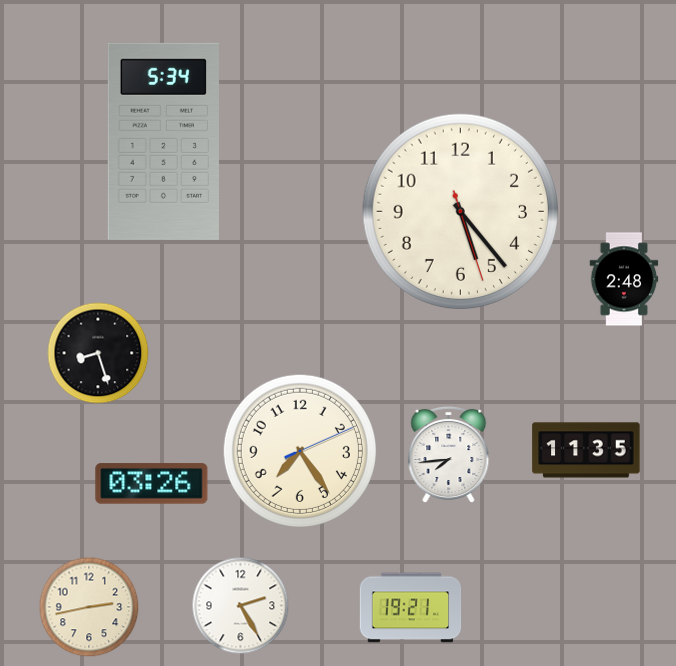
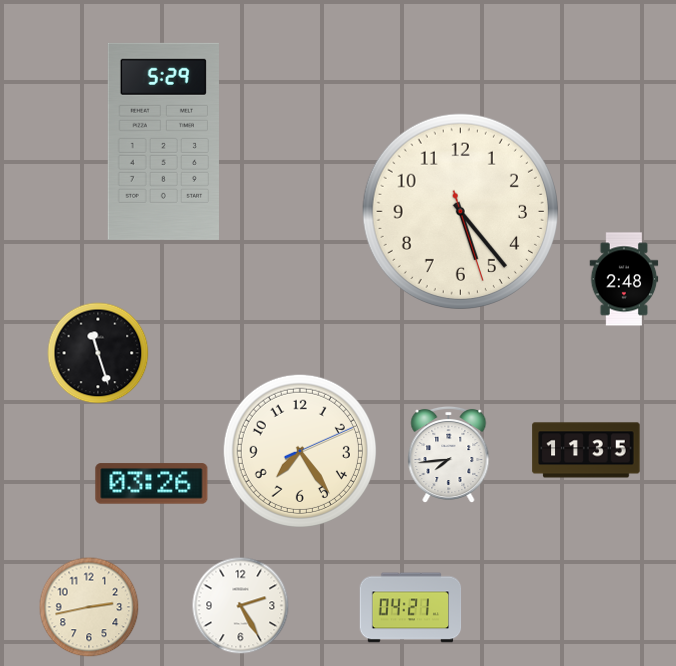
clock at (163, 141): 5:34 -> 5:29
clock at (98, 353): 8:27 -> 11:27
clock at (411, 608): 19:21 -> 04:21
